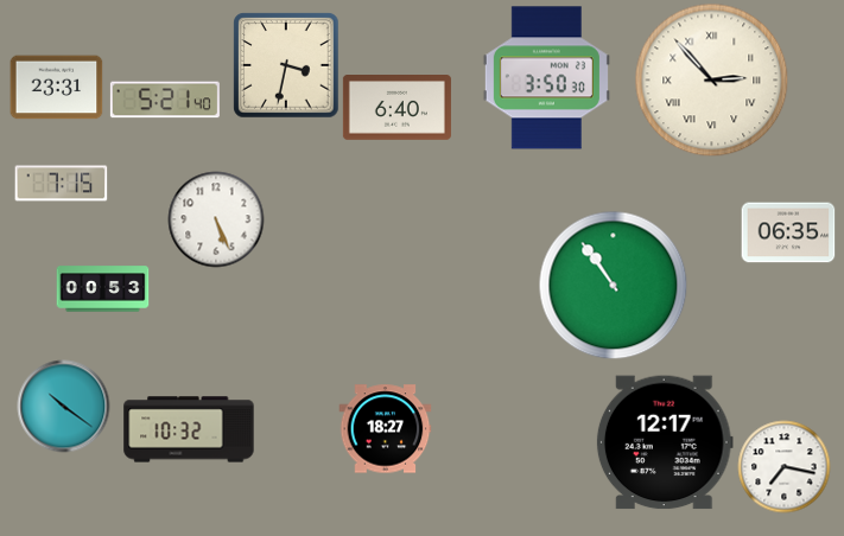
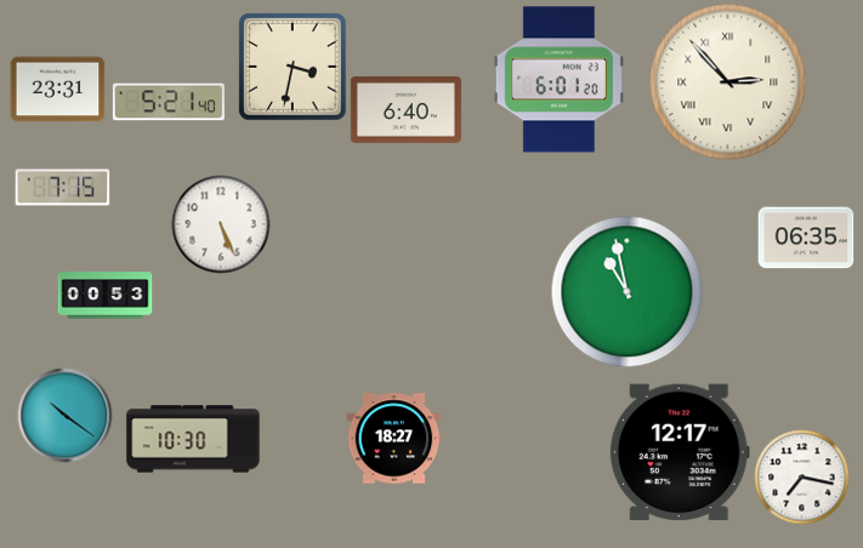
clock at (546, 78): 3:50 -> 6:01
clock at (613, 285): 10:54 -> 10:58
clock at (189, 429): 10:32 -> 10:30
